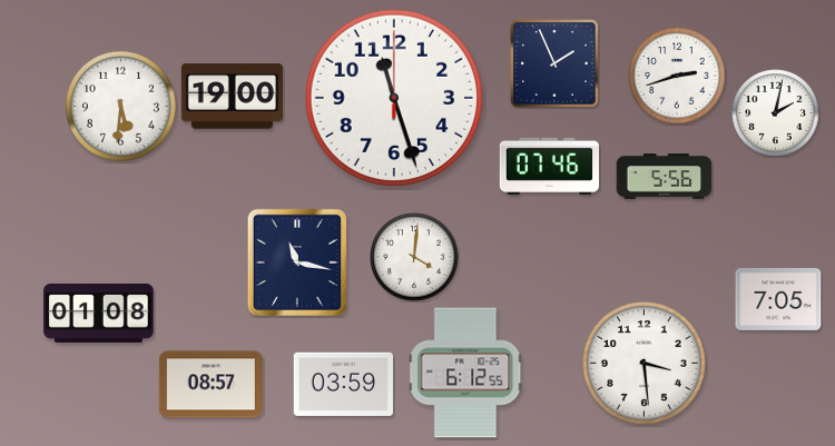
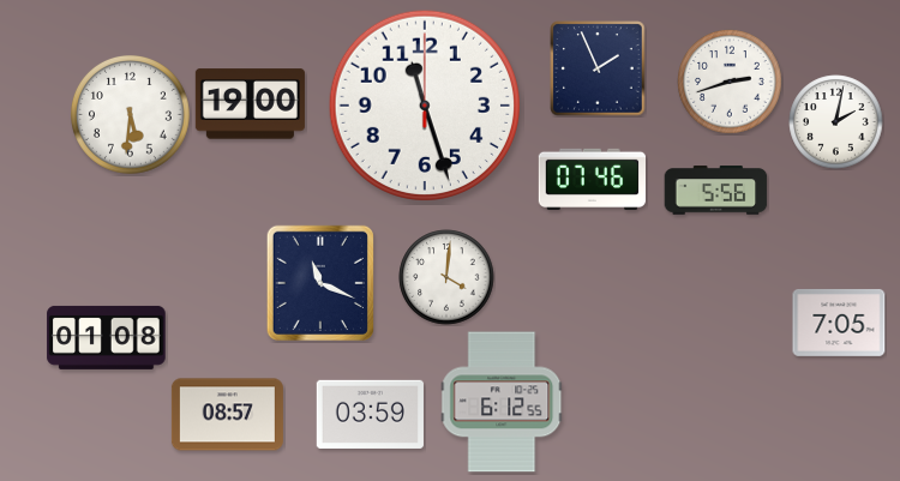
clock at (297, 262): 11:17 -> 11:19
clock at (644, 363): 3:29 -> none
